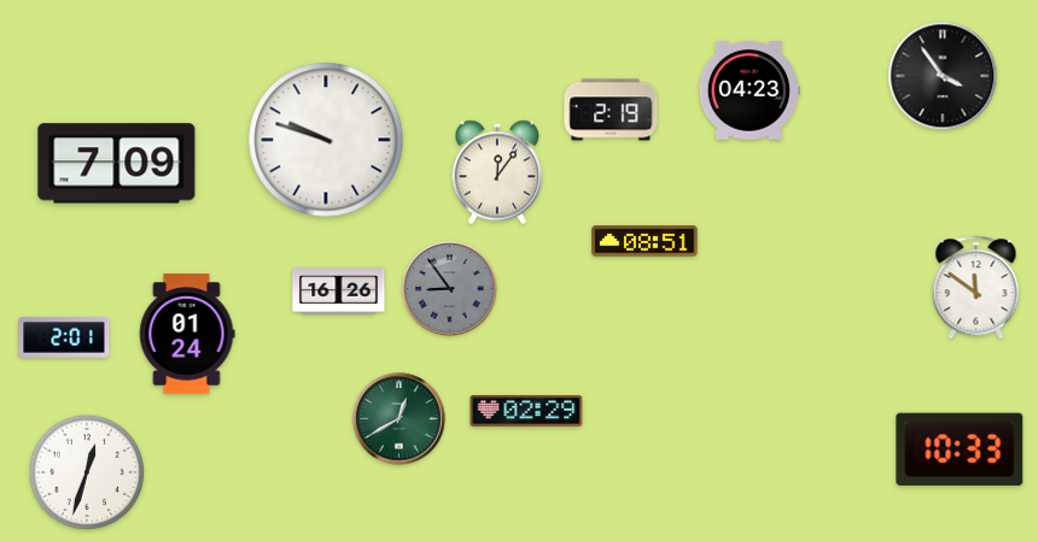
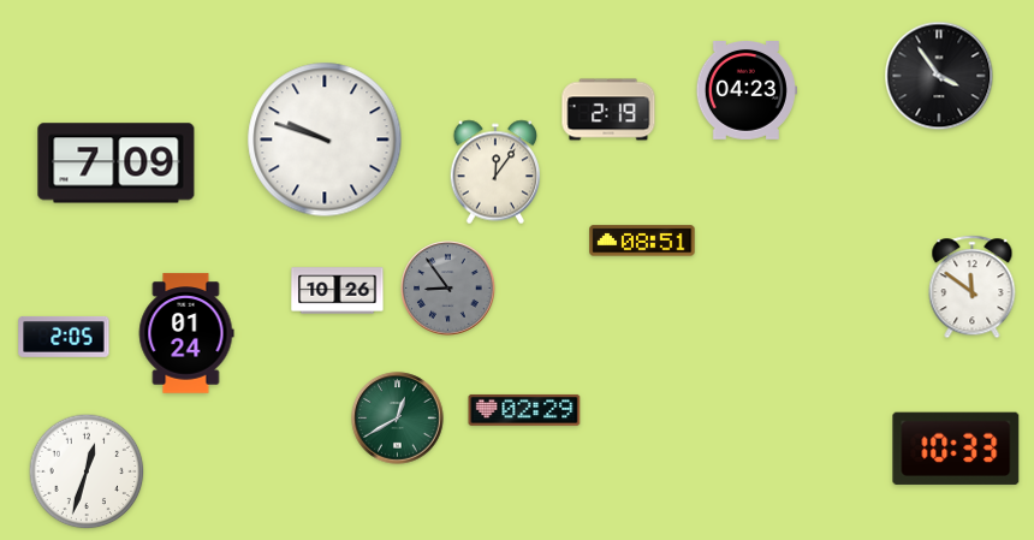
clock at (339, 292): 16:26 -> 10:26
clock at (64, 337): 2:01 -> 2:05
